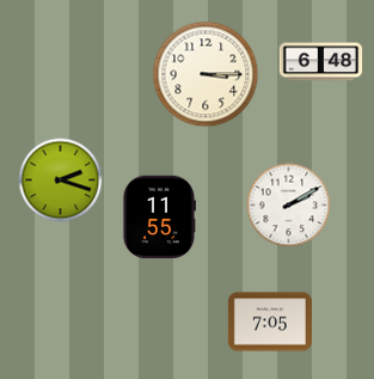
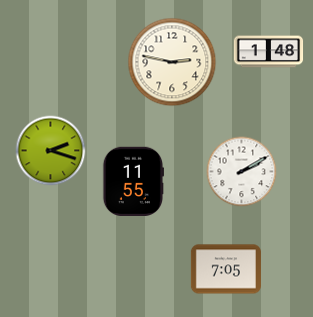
clock at (321, 62): 6:48 -> 1:48
clock at (206, 74): 3:15 -> 2:47
